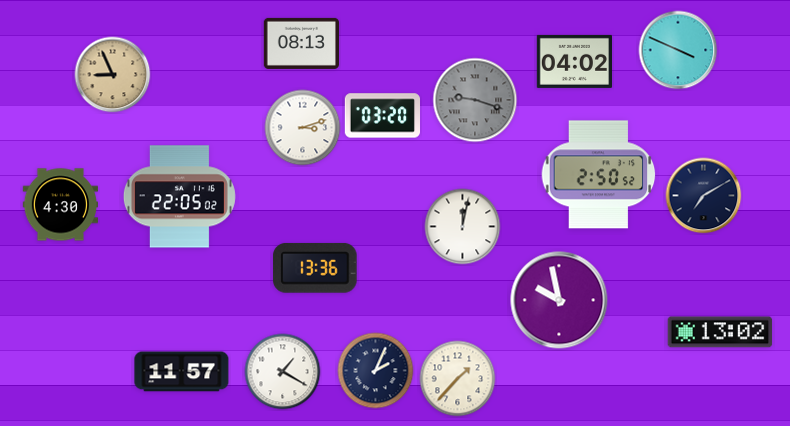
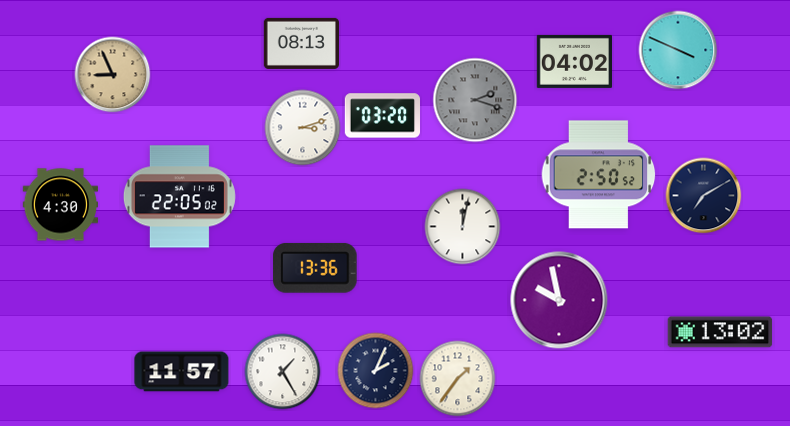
clock at (475, 100): 9:18 -> 2:18
clock at (283, 372): 1:20 -> 1:25
clock at (458, 379): 1:37 -> 1:36
